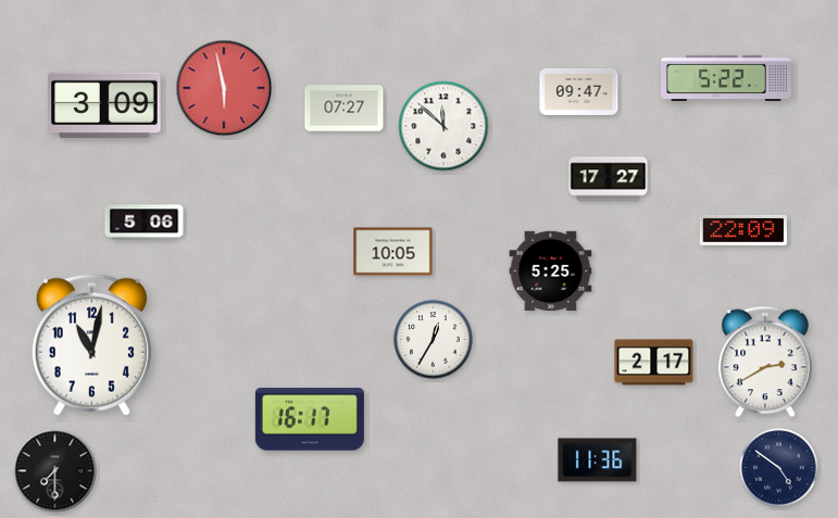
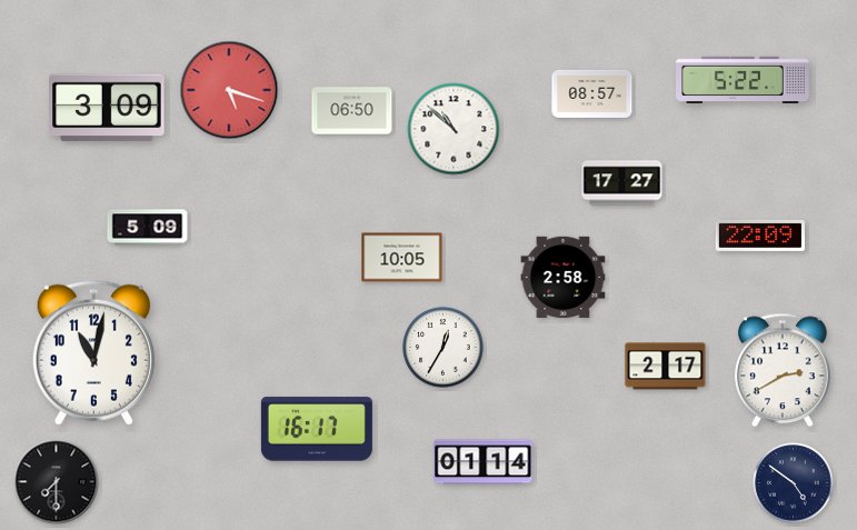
clock at (224, 88): 5:58 -> 5:18
clock at (579, 91): 09:47 -> 08:57
clock at (345, 109): 07:27 -> 06:50
clock at (443, 126): 11:52 -> 10:52
clock at (145, 223): 5:06 -> 5:09
clock at (551, 271): 5:25 -> 2:58
clock at (654, 363) position: (654, 363) -> (666, 367)
clock at (484, 462): none -> 01:14
clock at (598, 460): 11:36 -> none
clock at (779, 468) position: (779, 468) -> (794, 483)
